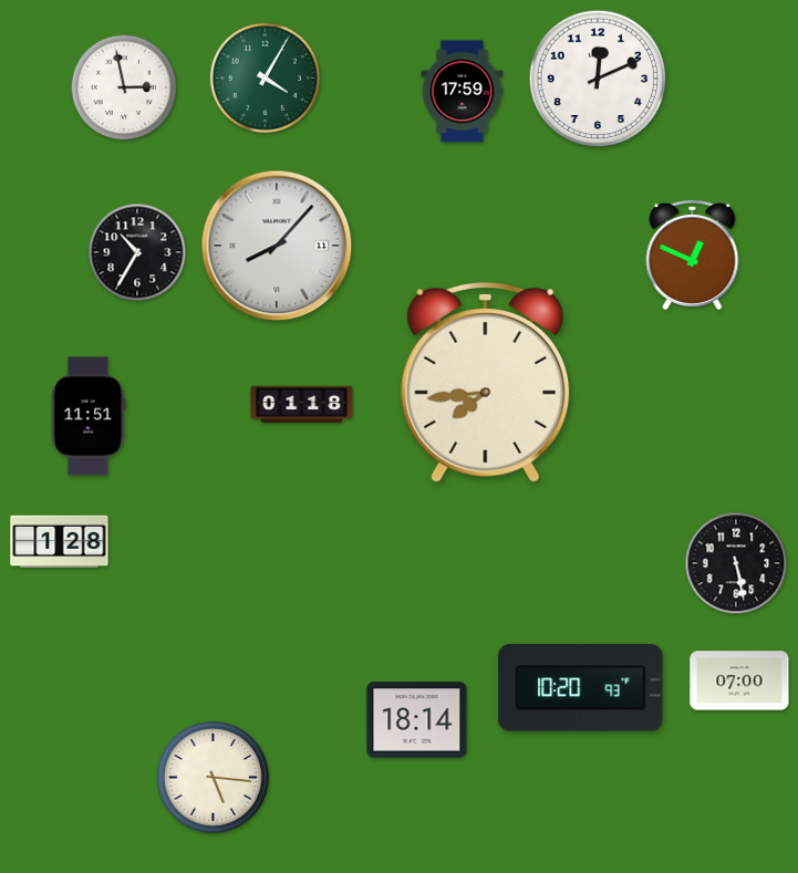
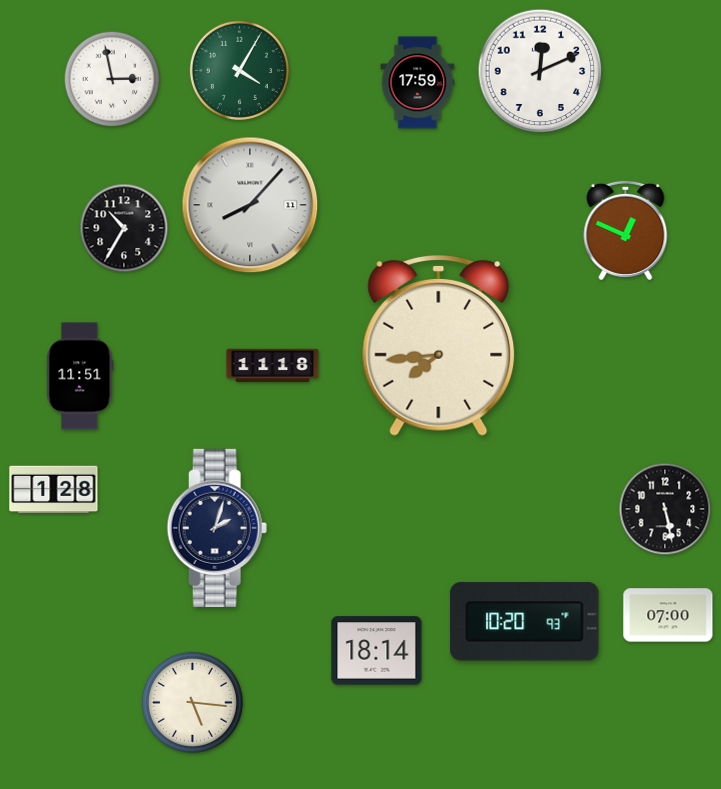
clock at (277, 246) position: (277, 246) -> (250, 205)
clock at (302, 404): 01:18 -> 11:18
clock at (217, 528): none -> 2:03
